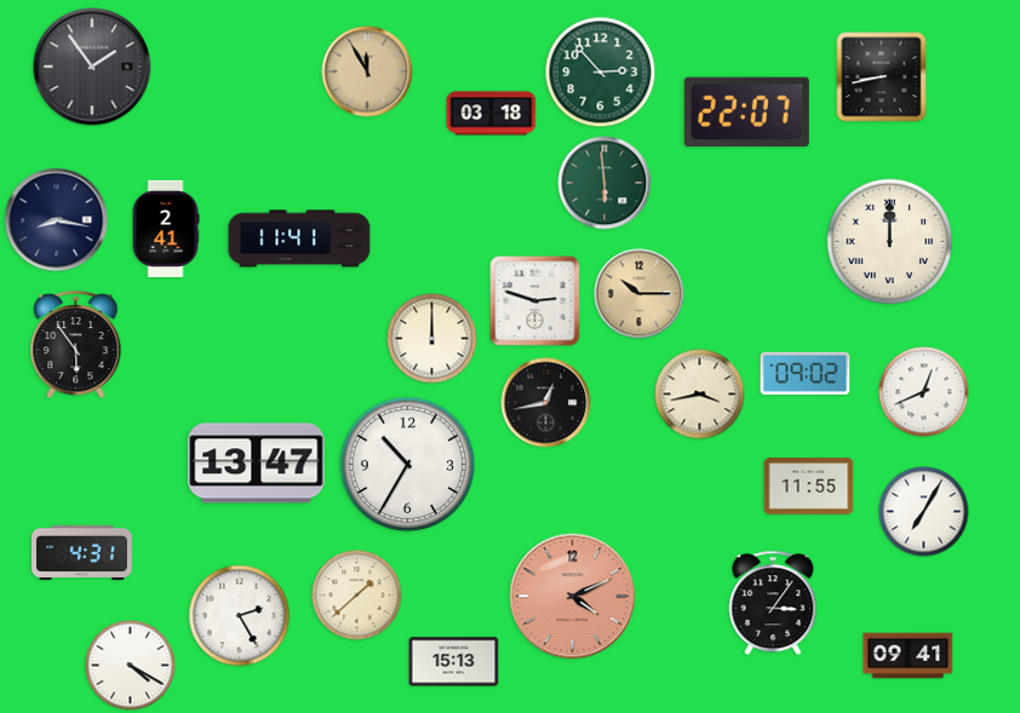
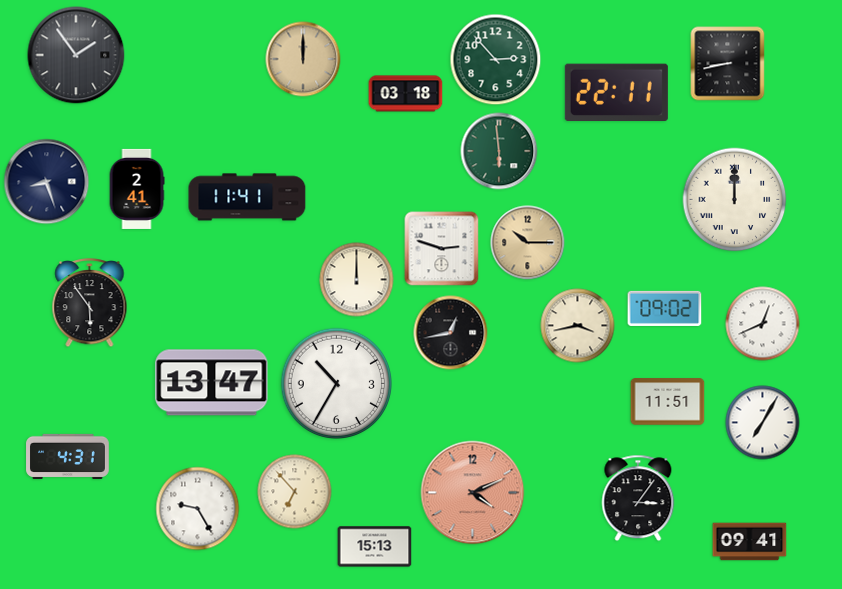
clock at (367, 71): 11:55 -> 12:00
clock at (746, 111): 22:07 -> 22:11
clock at (57, 220): 8:17 -> 8:27
clock at (76, 346) position: (76, 346) -> (90, 304)
clock at (809, 487): 11:55 -> 11:51
clock at (357, 596): 1:38 -> 6:53
clock at (240, 616): 2:25 -> 9:25
clock at (131, 666): 4:20 -> none
